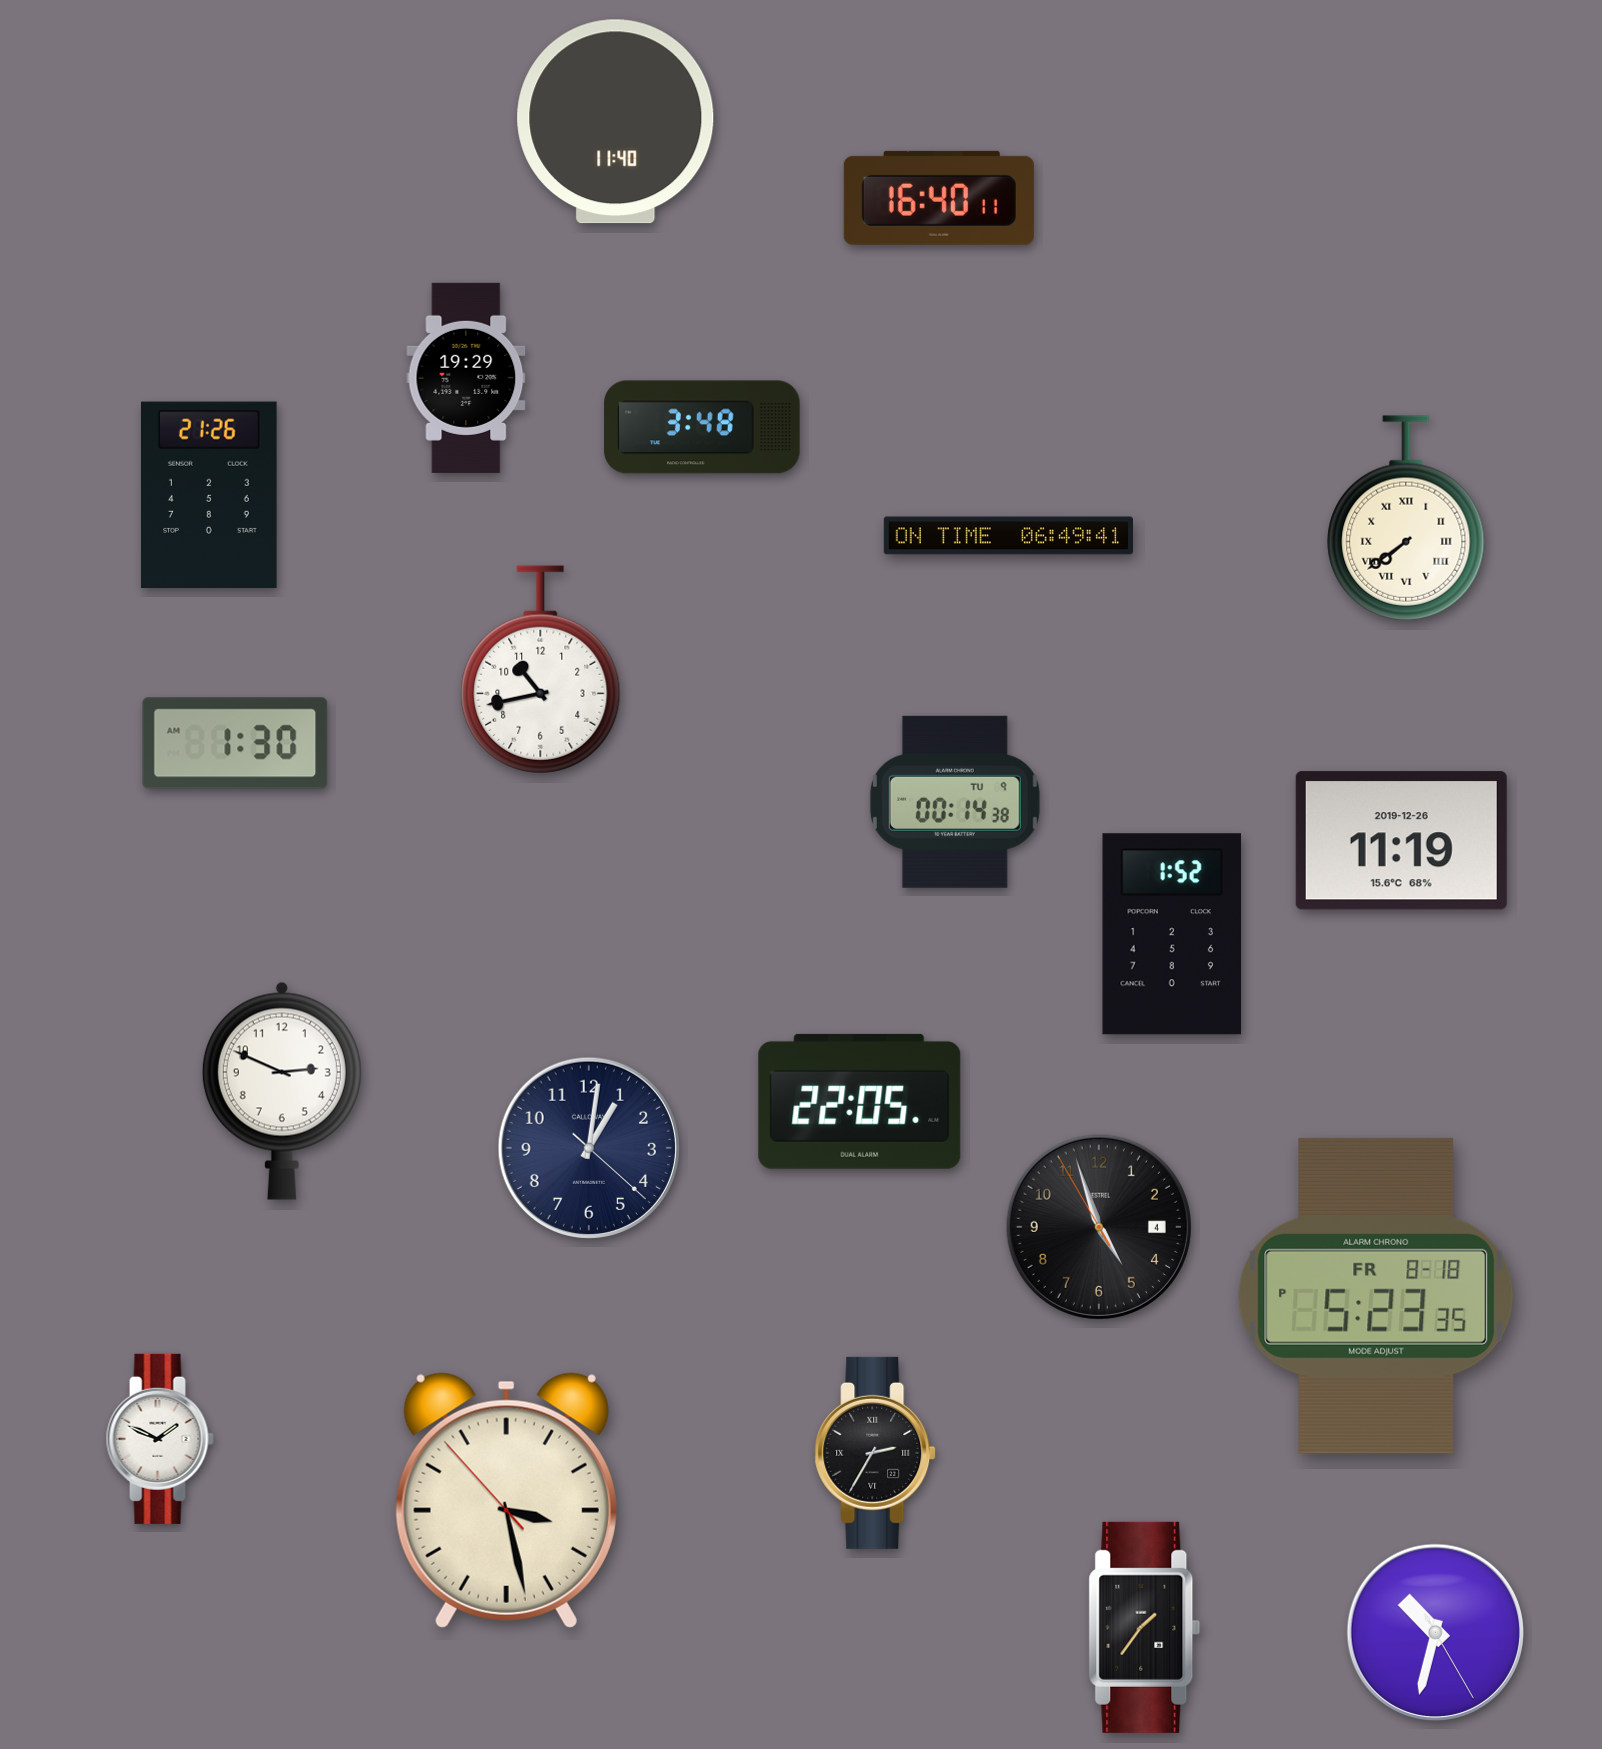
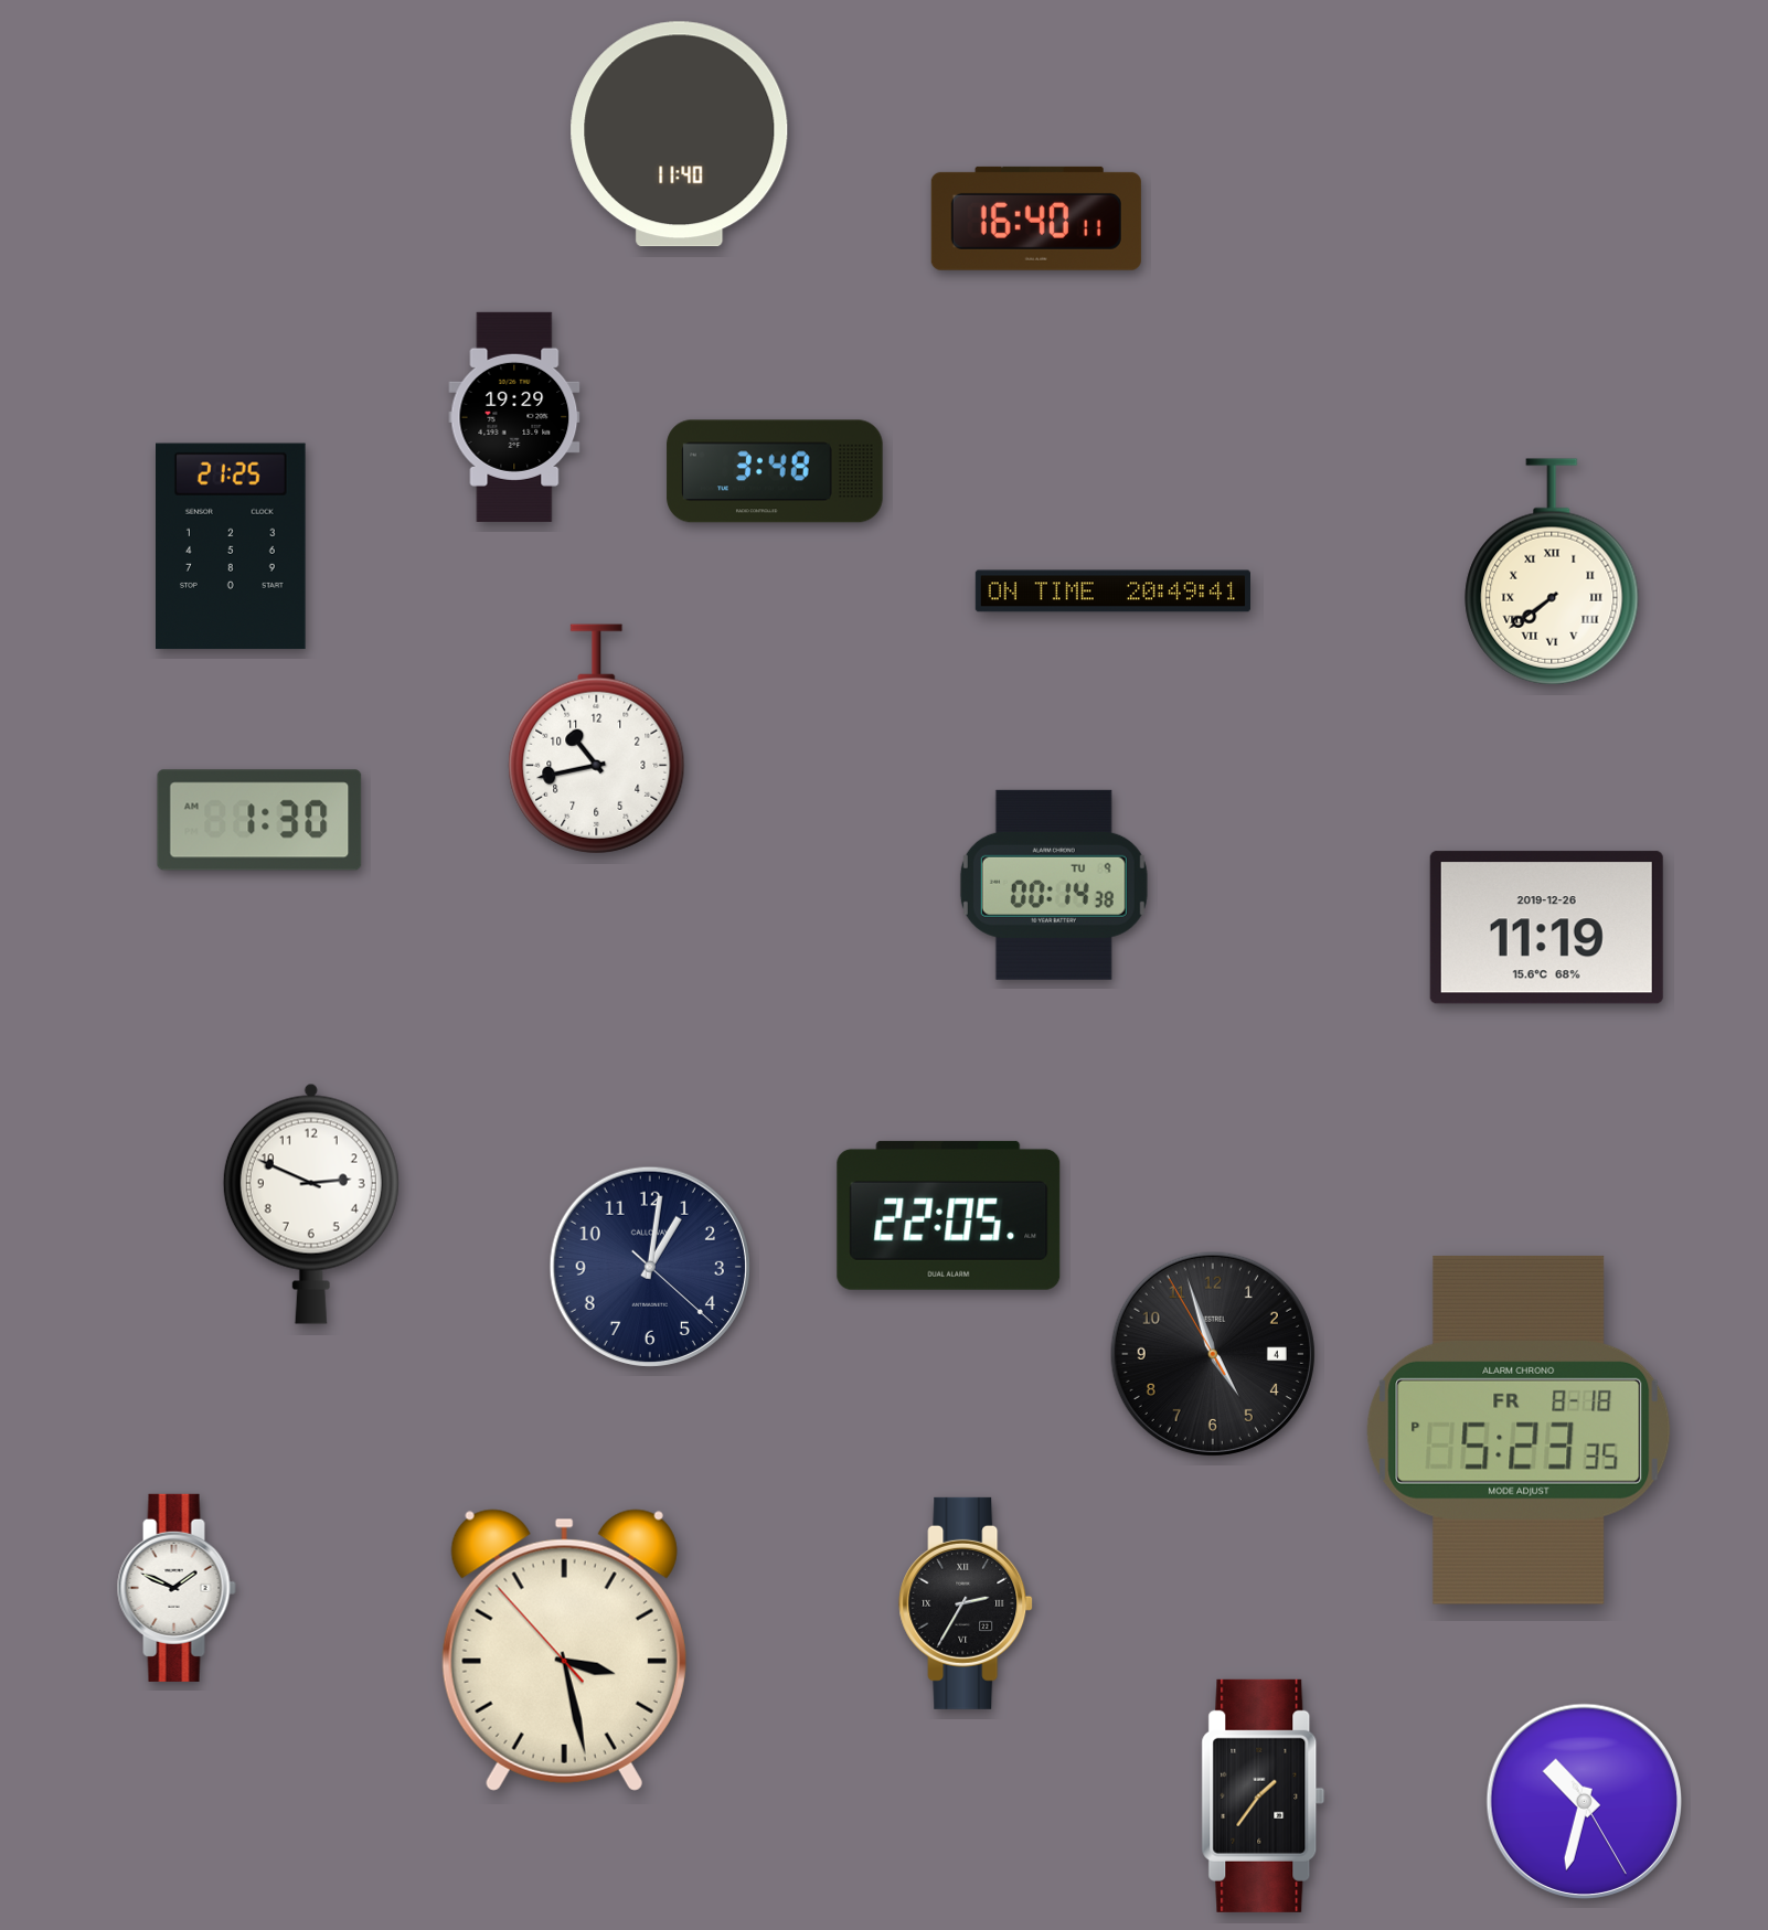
clock at (210, 495): 21:26 -> 21:25
clock at (1008, 536): 06:49 -> 20:49
clock at (1171, 934): 1:52 -> none
clock at (506, 1500) position: (506, 1500) -> (564, 1650)
